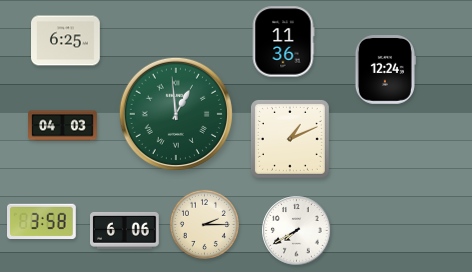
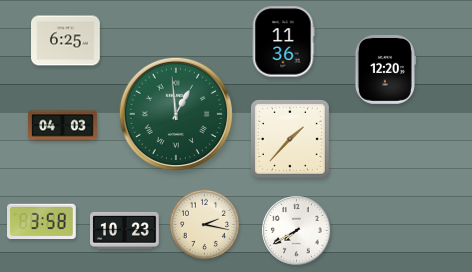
clock at (385, 70): 12:24 -> 12:20
clock at (290, 139): 1:11 -> 1:37
clock at (204, 224): 2:15 -> 2:17
clock at (125, 230): 6:06 -> 10:23
